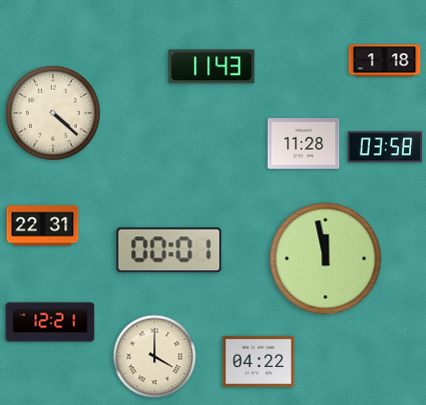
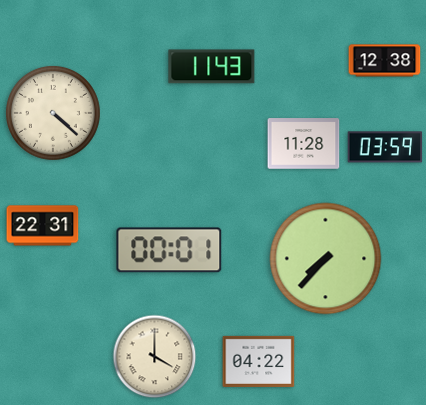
clock at (385, 61): 1:18 -> 12:38
clock at (385, 147): 03:58 -> 03:59
clock at (326, 259): 11:58 -> 7:37
clock at (50, 322): 12:21 -> none
